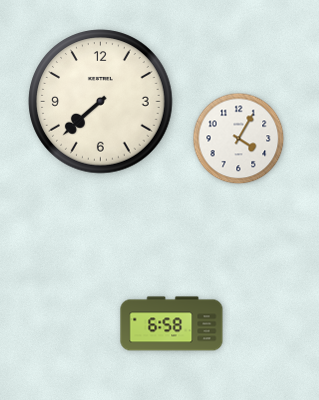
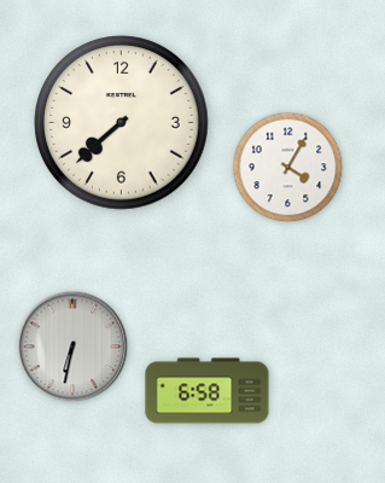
clock at (72, 347): none -> 6:32
